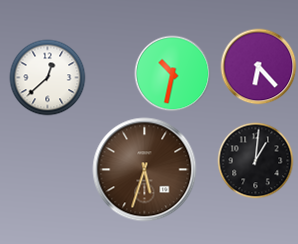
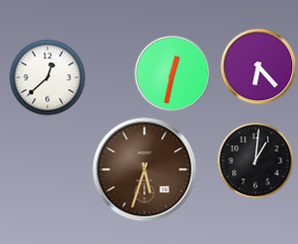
clock at (173, 74): 10:32 -> 12:32
